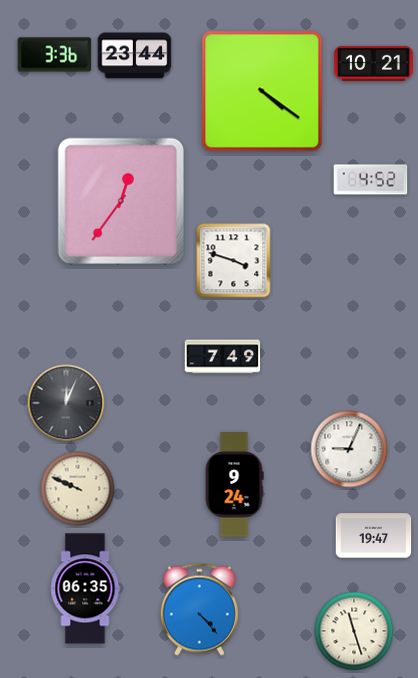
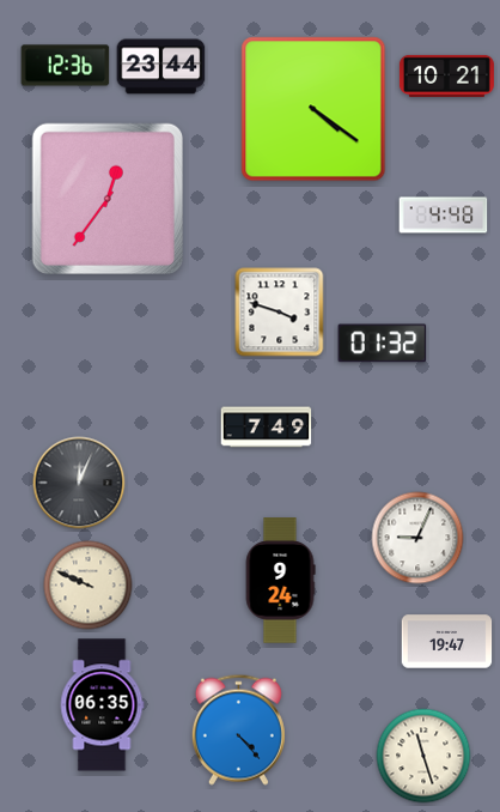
clock at (55, 55): 3:36 -> 12:36
clock at (371, 180): 4:52 -> 4:48
clock at (120, 200) position: (120, 200) -> (106, 198)
clock at (383, 344): none -> 01:32
clock at (78, 489) position: (78, 489) -> (89, 586)
